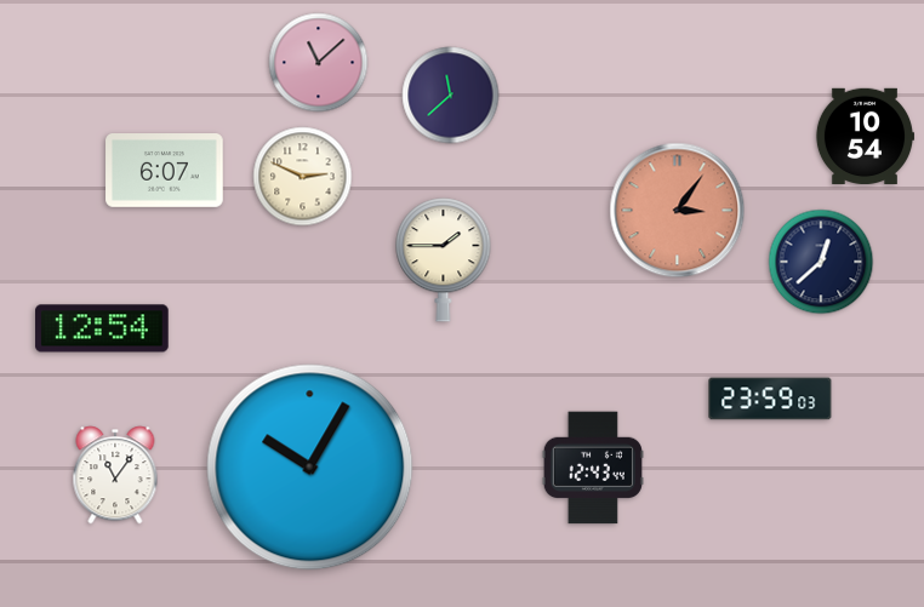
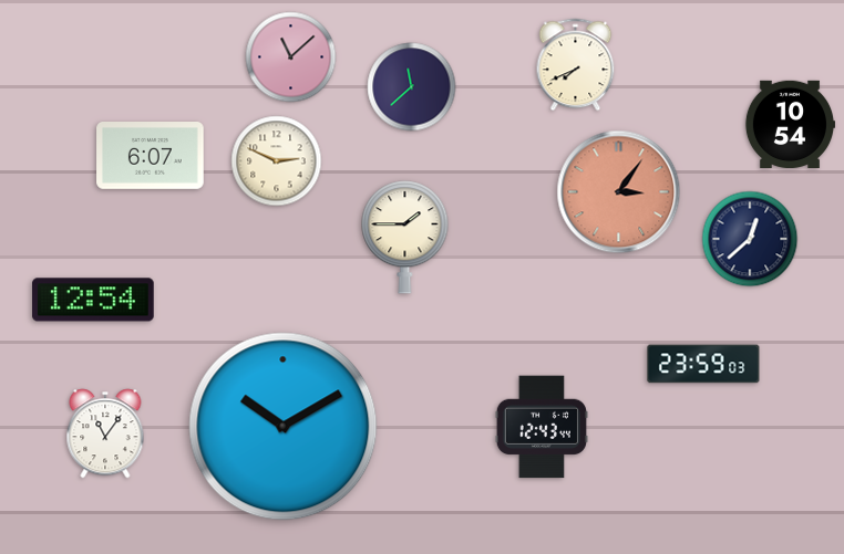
clock at (576, 65): none -> 7:41
clock at (310, 468): 10:05 -> 10:10
